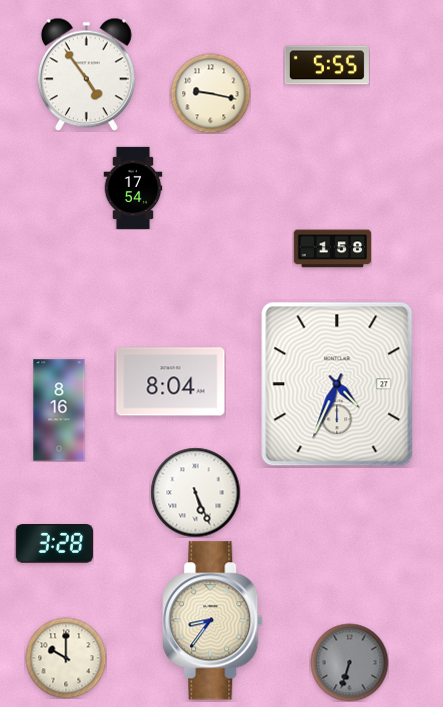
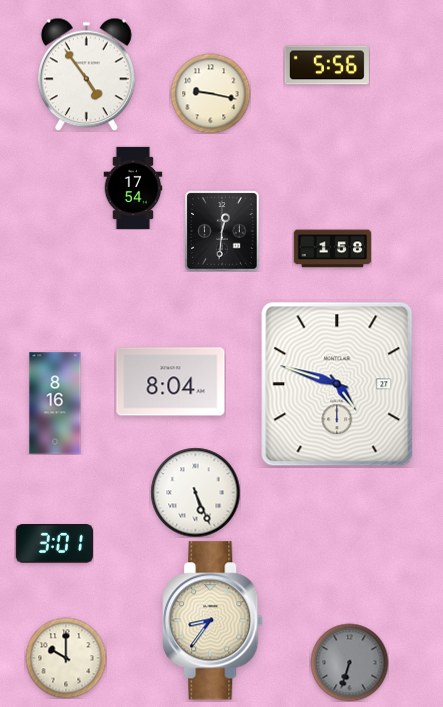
clock at (327, 65): 5:55 -> 5:56
clock at (222, 231): none -> 12:31
clock at (337, 384): 4:34 -> 4:48
clock at (59, 410) position: (59, 410) -> (55, 403)
clock at (54, 544): 3:28 -> 3:01
